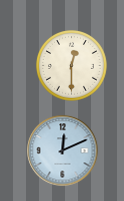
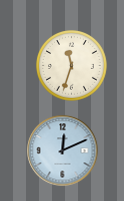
clock at (72, 66): 12:30 -> 11:33
